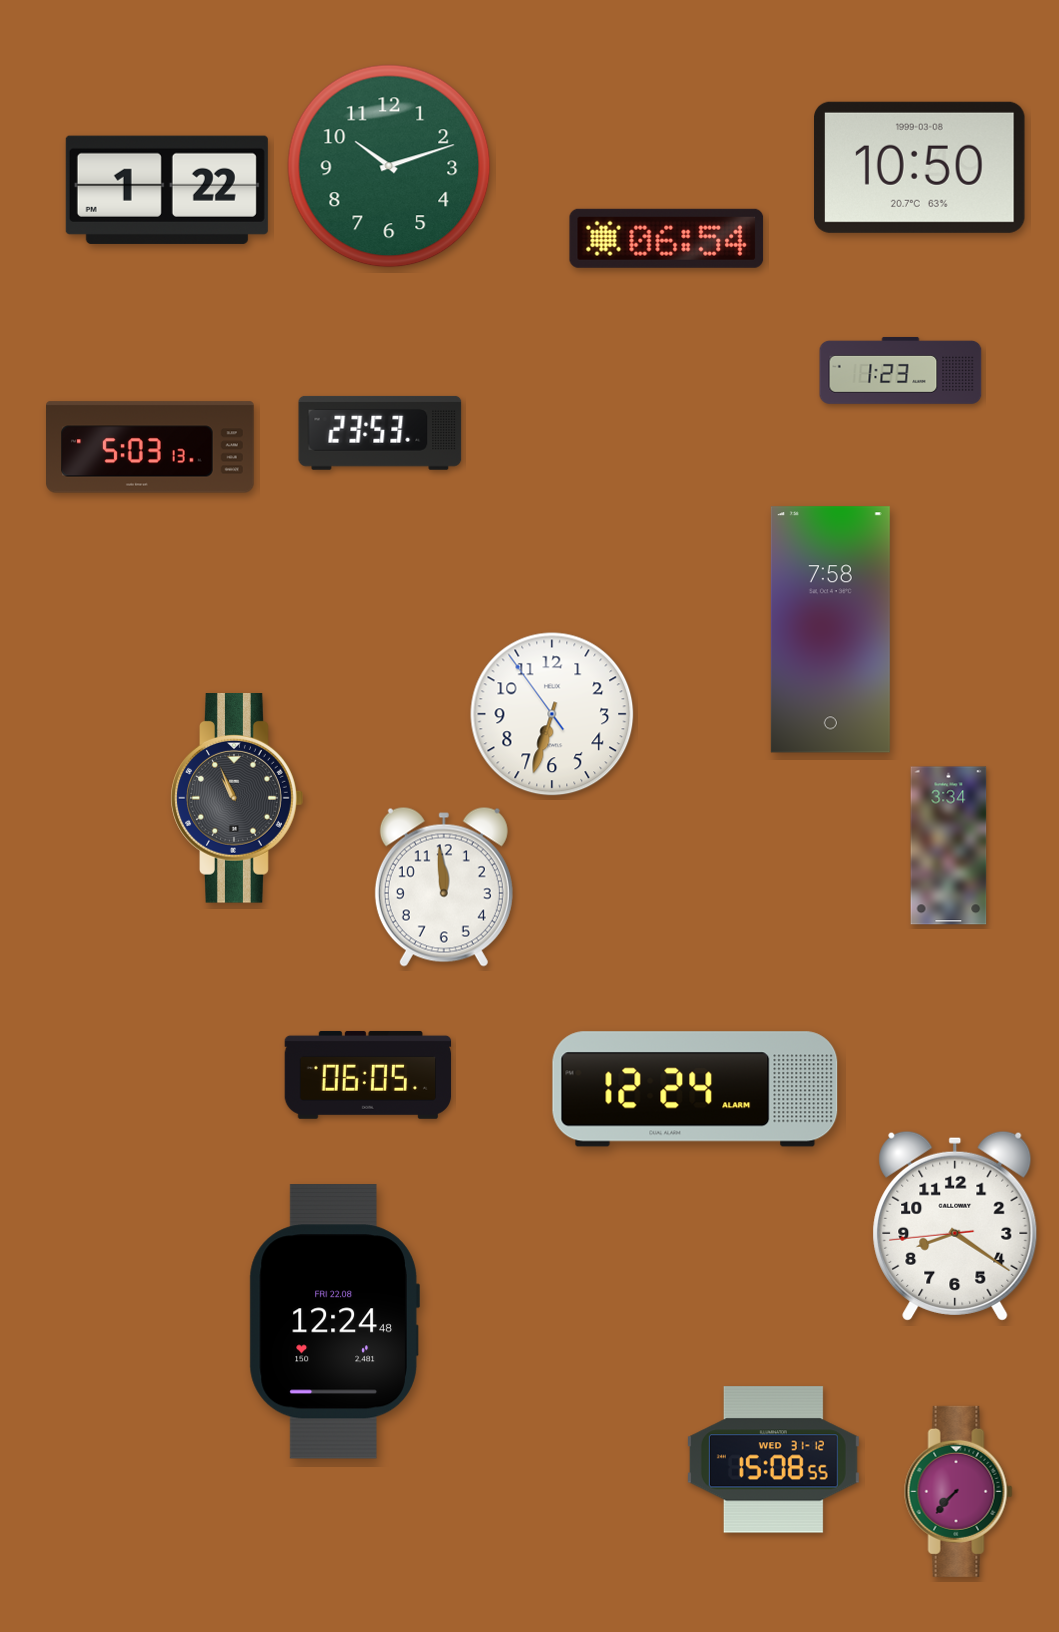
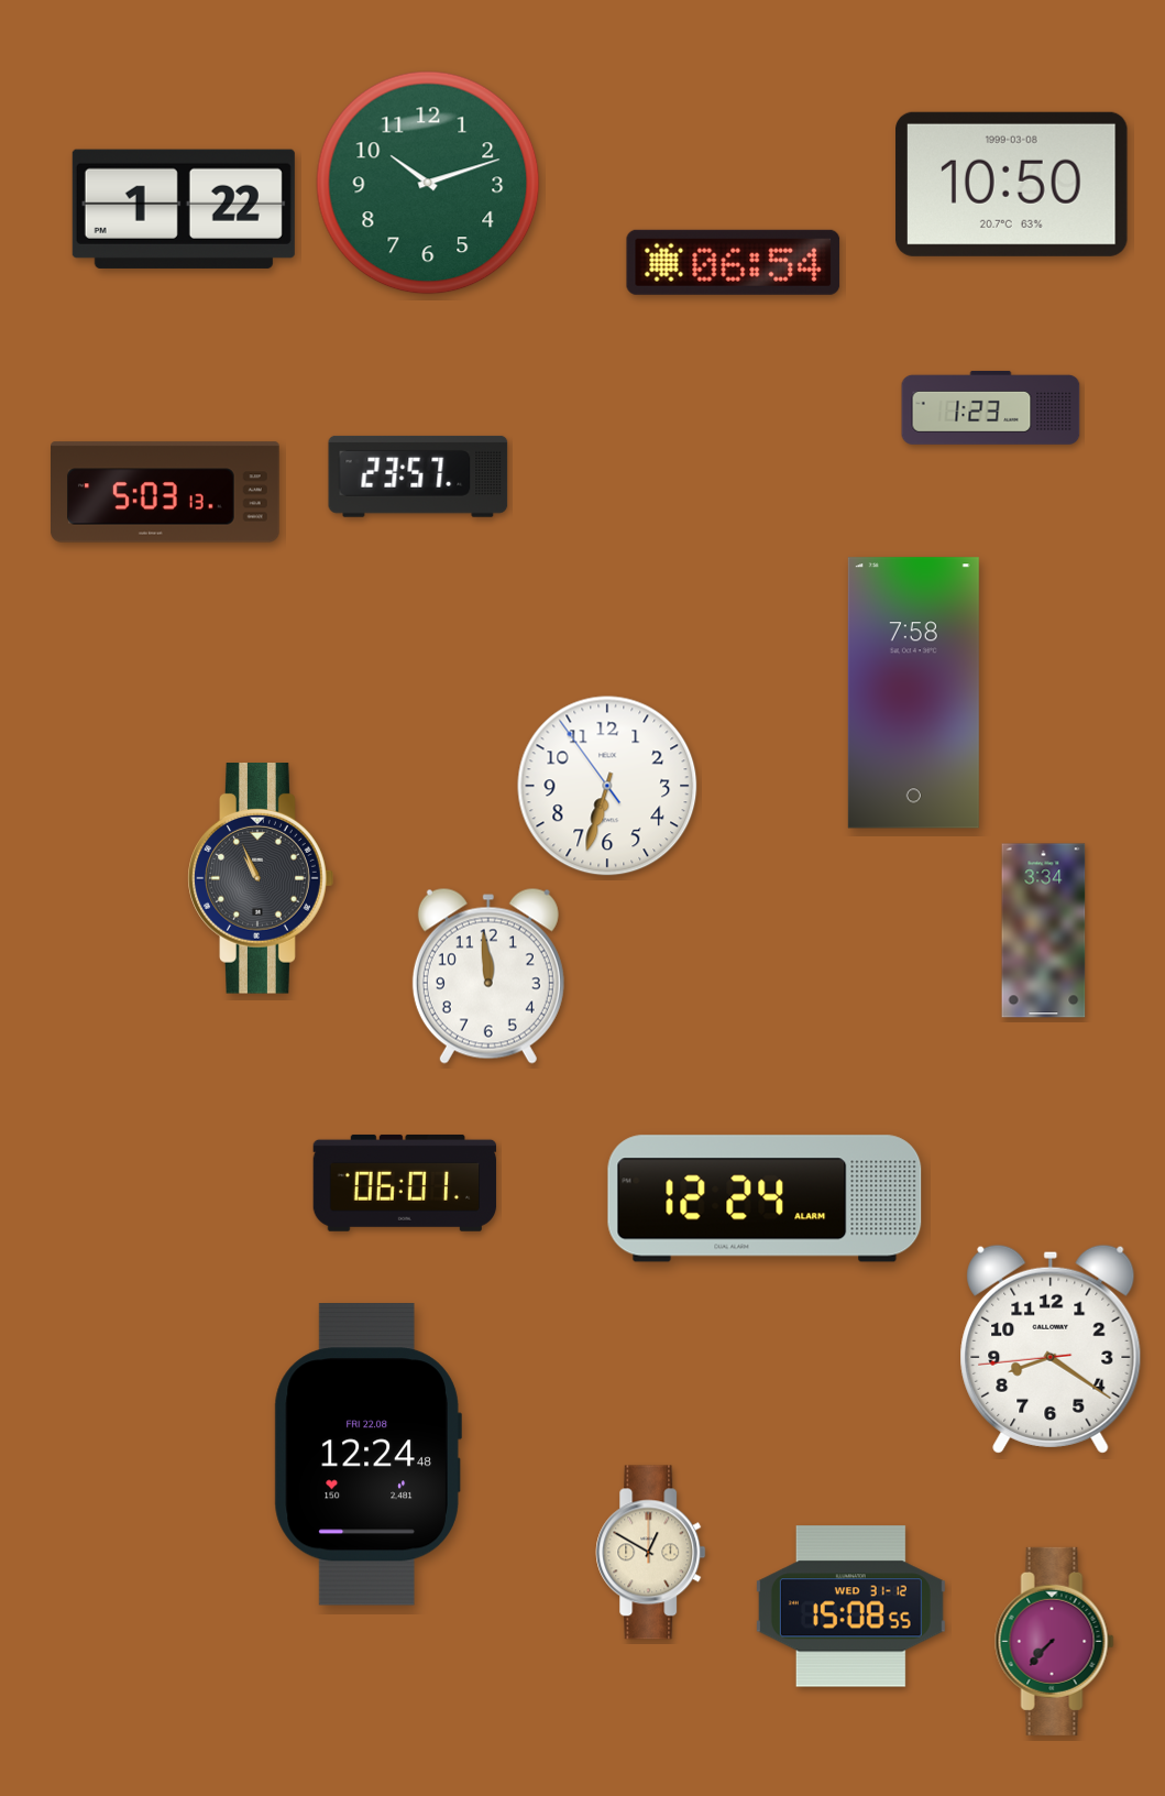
clock at (380, 433): 23:53 -> 23:57
clock at (368, 1075): 06:05 -> 06:01
clock at (651, 1553): none -> 12:50
